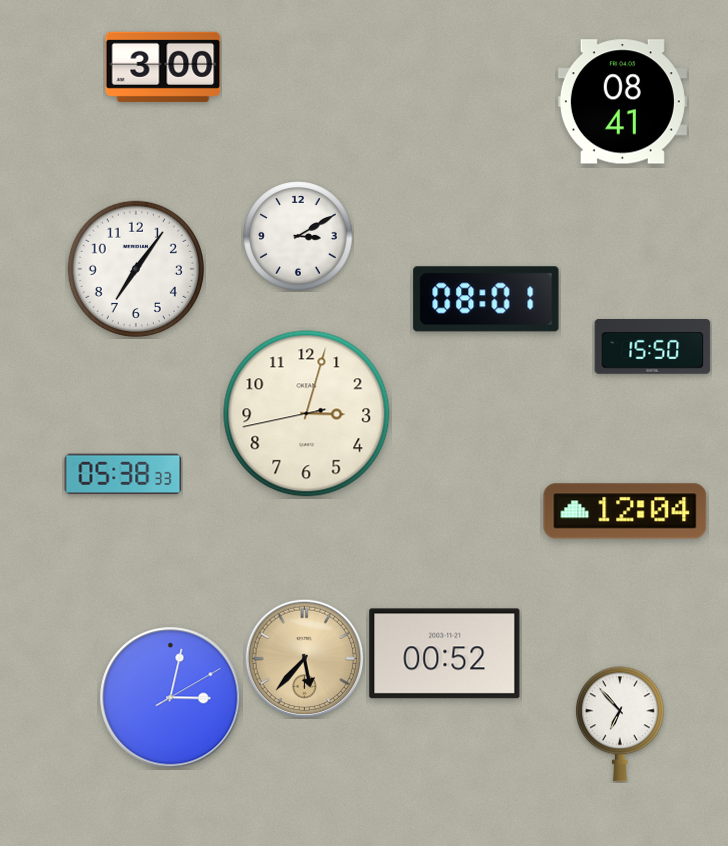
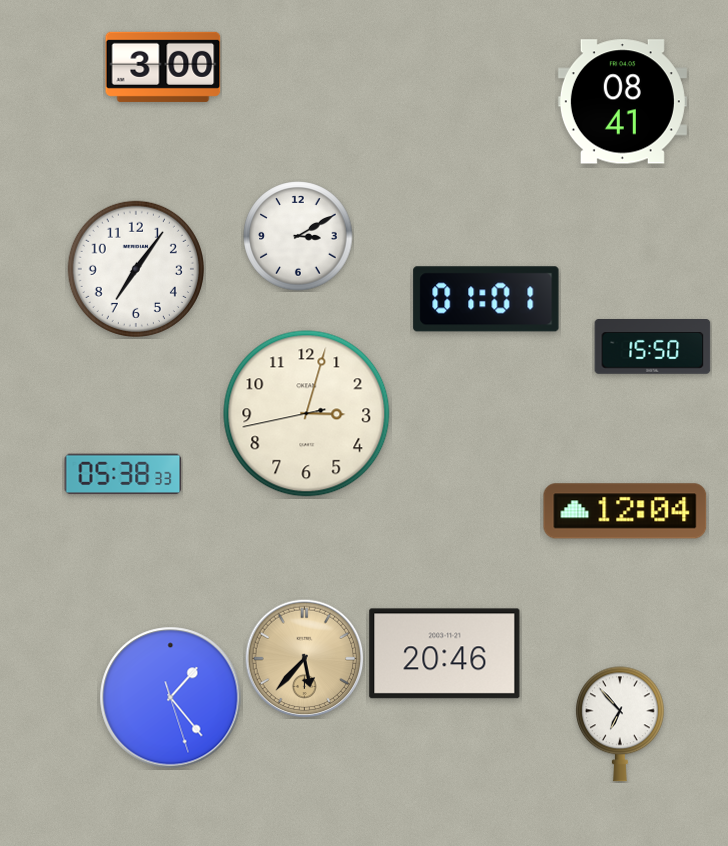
clock at (486, 299): 08:01 -> 01:01
clock at (445, 654): 00:52 -> 20:46
clock at (171, 698): 3:02 -> 1:23
